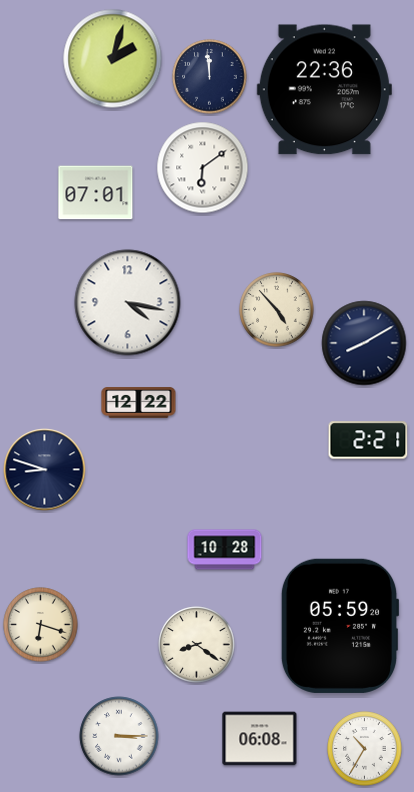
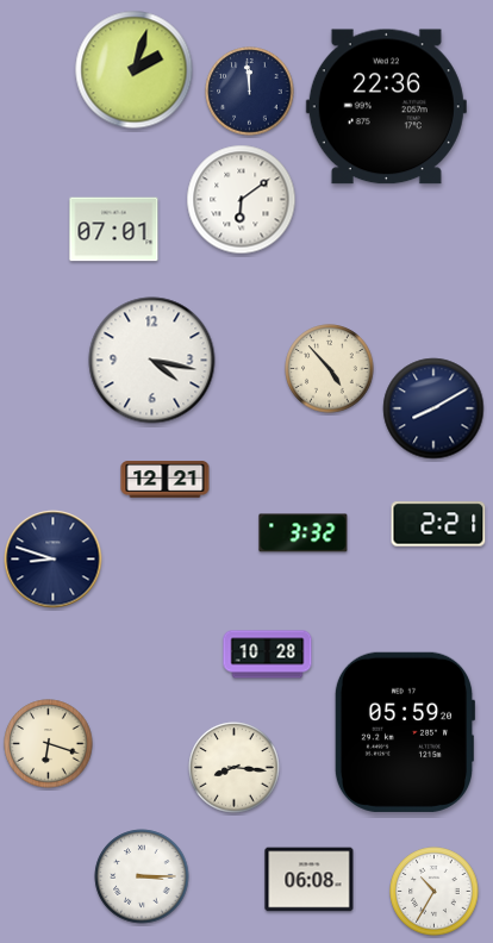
clock at (139, 403): 12:22 -> 12:21
clock at (304, 533): none -> 3:32
clock at (340, 626) position: (340, 626) -> (405, 732)
clock at (197, 645): 8:21 -> 8:16
